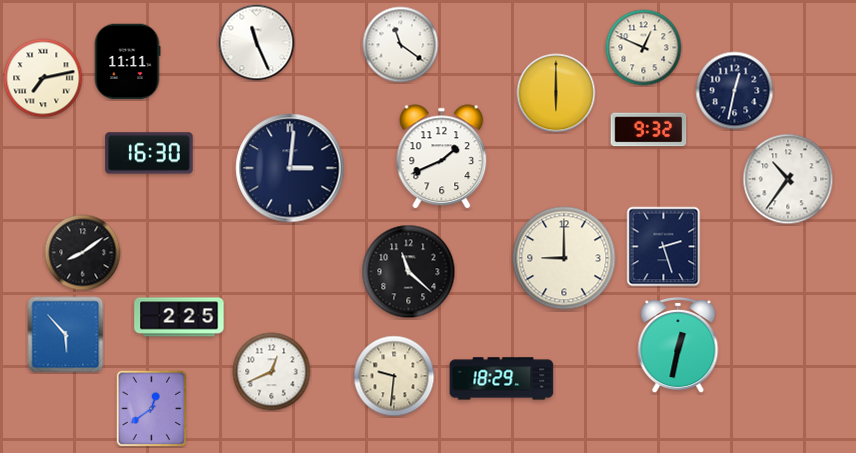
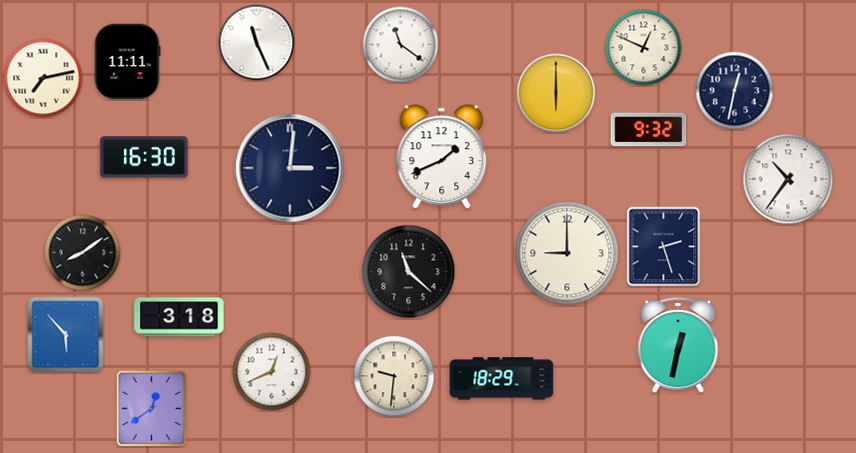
clock at (149, 153) position: (149, 153) -> (144, 157)
clock at (564, 258) position: (564, 258) -> (567, 253)
clock at (179, 317): 2:25 -> 3:18
